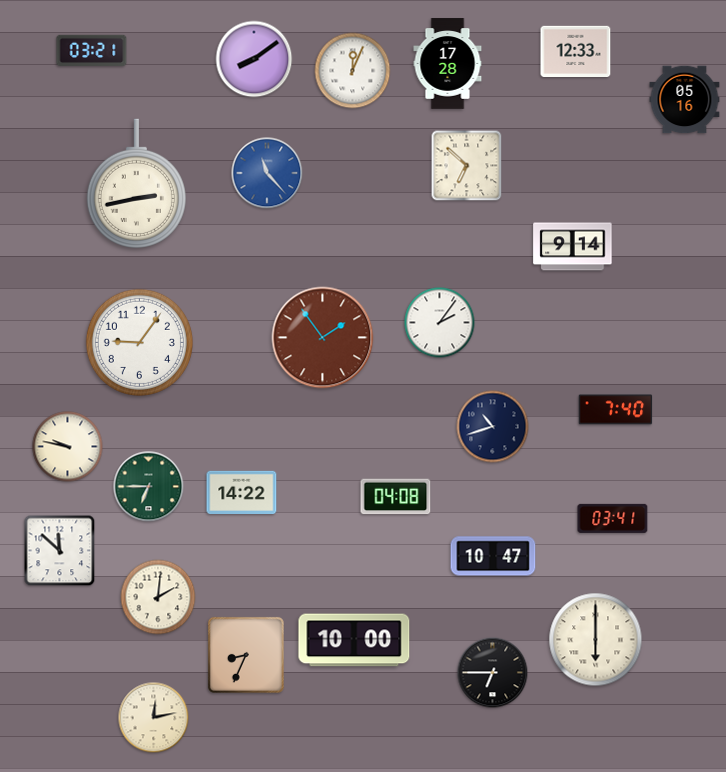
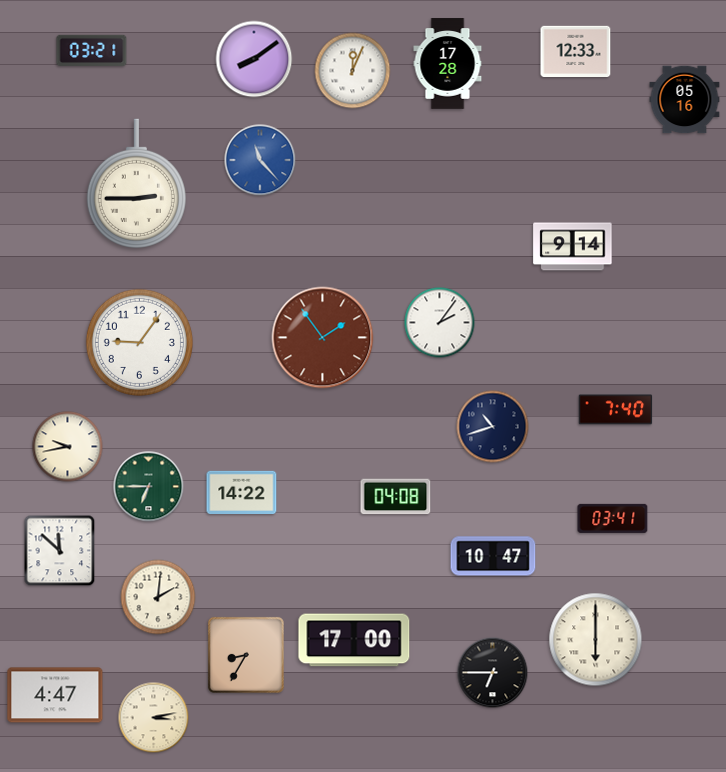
clock at (467, 166): 6:52 -> none
clock at (267, 173) position: (267, 173) -> (260, 160)
clock at (136, 183): 2:43 -> 2:45
clock at (68, 447): 9:47 -> 9:43
clock at (354, 640): 10:00 -> 17:00
clock at (246, 655): 8:34 -> 8:35
clock at (55, 695): none -> 4:47
clock at (154, 718): 12:13 -> 3:13
